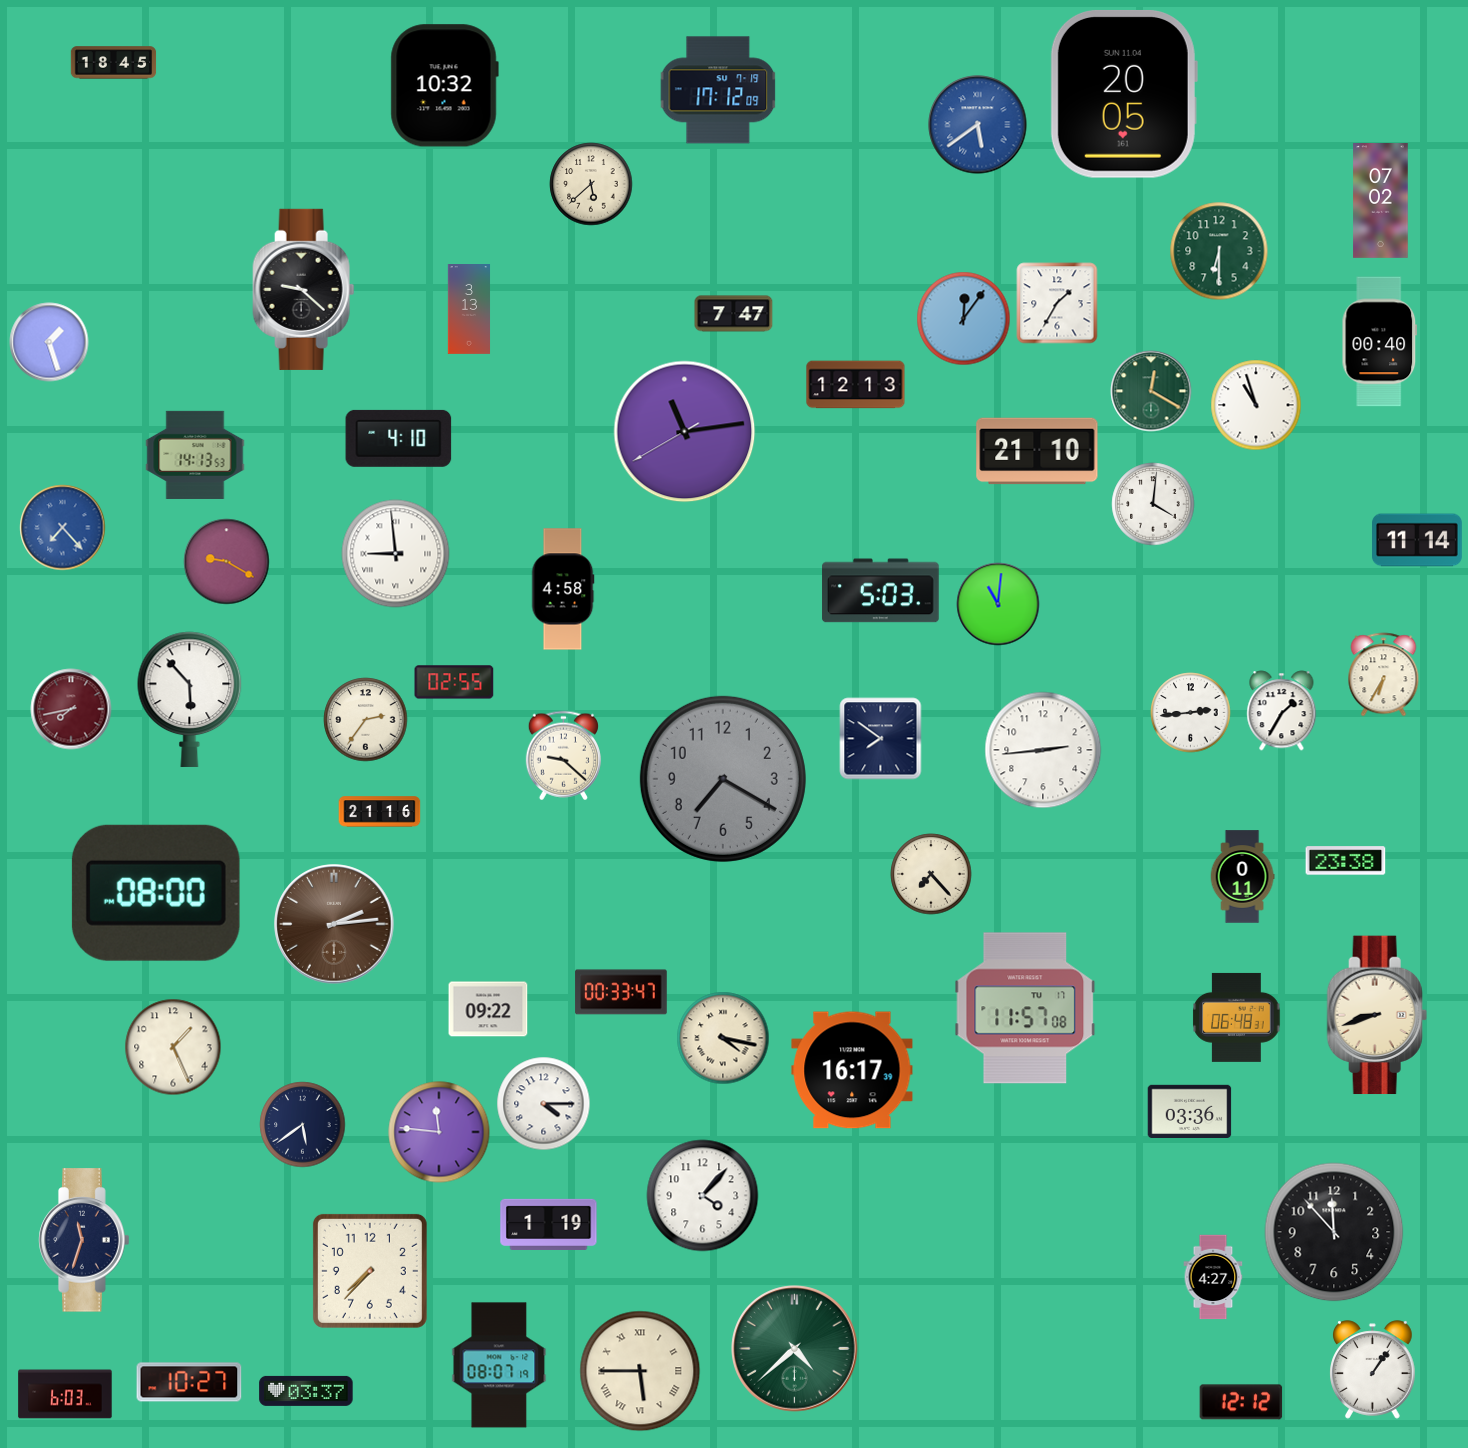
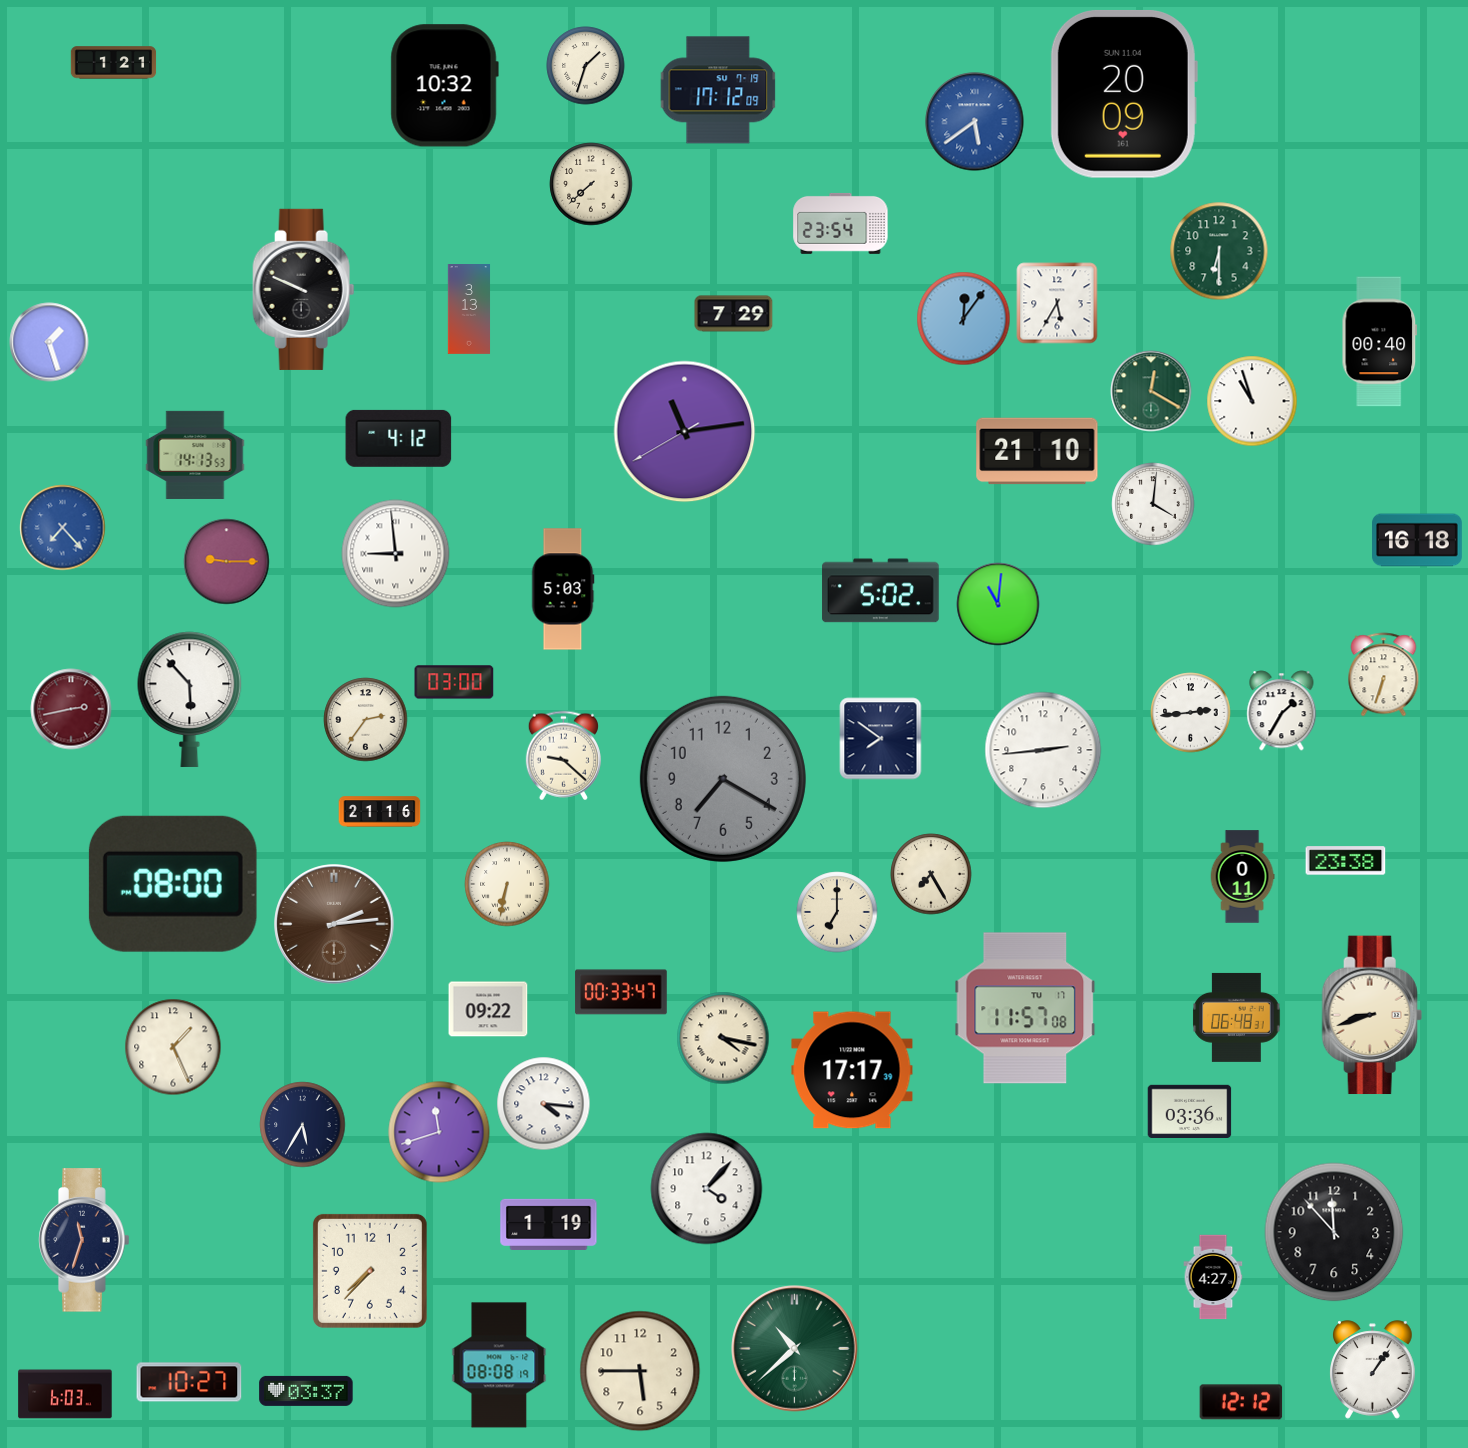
clock at (114, 63): 18:45 -> 1:21
clock at (586, 66): none -> 1:33
clock at (1124, 94): 20:05 -> 20:09
clock at (978, 125) position: (978, 125) -> (975, 122)
clock at (591, 184): 5:38 -> 7:38
clock at (1381, 201): 07:02 -> none
clock at (841, 223): none -> 23:54
clock at (304, 289): 9:22 -> 9:49
clock at (1057, 303): 1:35 -> 5:35
clock at (734, 314): 7:47 -> 7:29
clock at (856, 385): 12:13 -> none
clock at (1256, 405) position: (1256, 405) -> (1252, 401)
clock at (399, 438): 4:10 -> 4:12
clock at (1418, 540): 11:14 -> 16:18
clock at (227, 562): 9:20 -> 9:15
clock at (563, 589): 4:58 -> 5:03
clock at (881, 591): 5:03 -> 5:02
clock at (1384, 675): 6:35 -> 6:33
clock at (454, 682): 02:55 -> 03:00
clock at (71, 709): 7:43 -> 2:43
clock at (931, 874): 7:23 -> 7:25
clock at (507, 884): none -> 6:32
clock at (156, 893) position: (156, 893) -> (173, 884)
clock at (837, 912): none -> 7:00
clock at (1377, 1015) position: (1377, 1015) -> (1372, 1015)
clock at (852, 1070): 16:17 -> 17:17
clock at (544, 1104): 4:15 -> 4:16
clock at (303, 1125): 5:39 -> 5:35
clock at (439, 1132): 11:46 -> 11:42
clock at (703, 1196) position: (703, 1196) -> (707, 1189)
clock at (795, 1349): 4:38 -> 10:38
clock at (499, 1365): 08:07 -> 08:08
clock at (640, 1371) numerals: Roman -> Arabic
